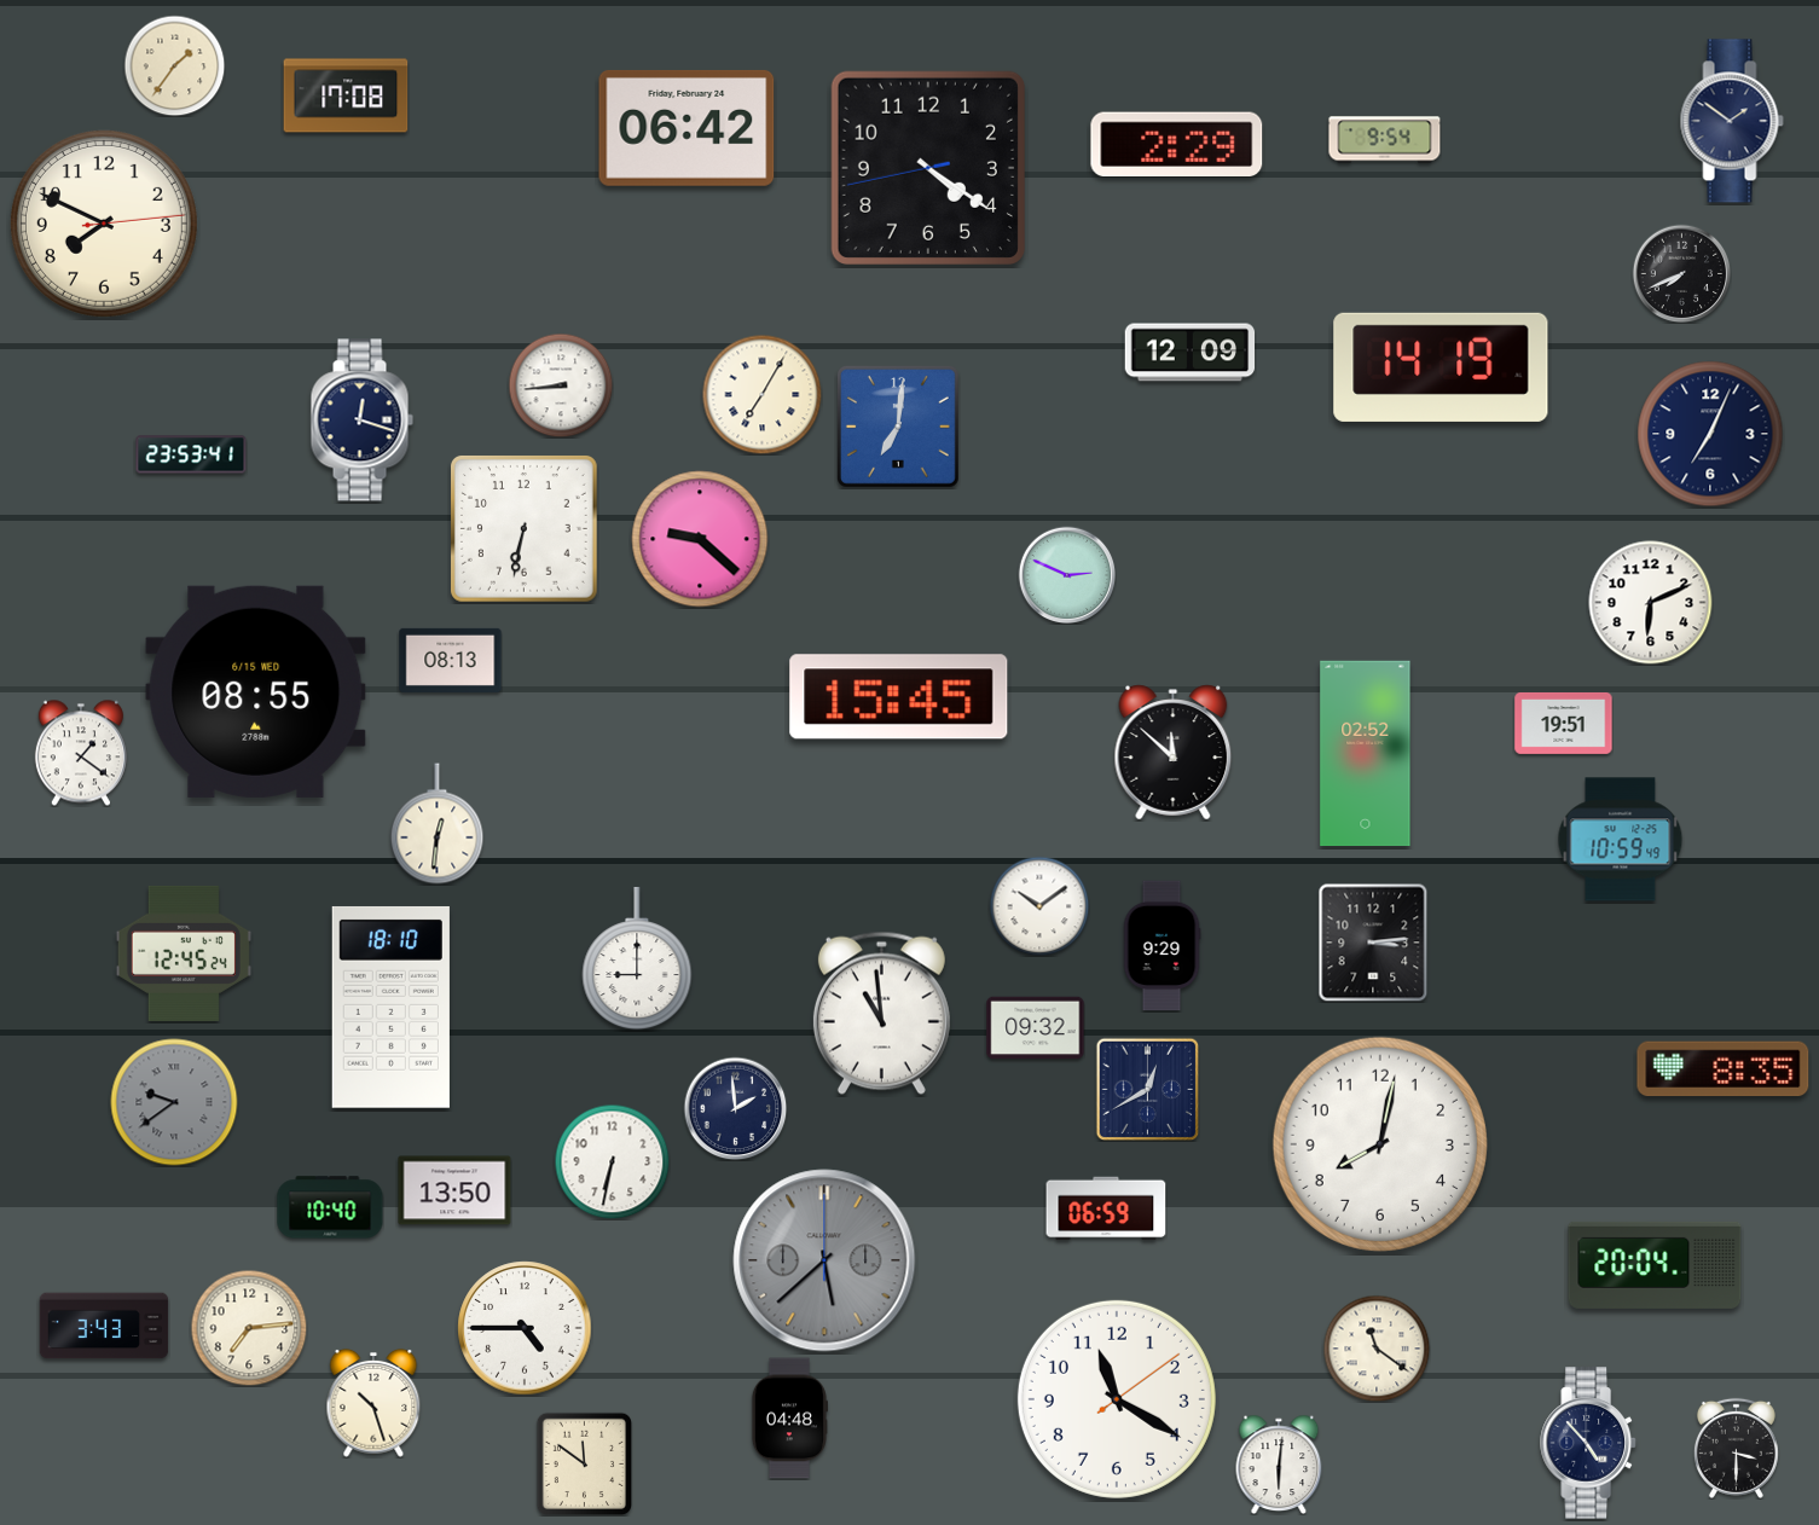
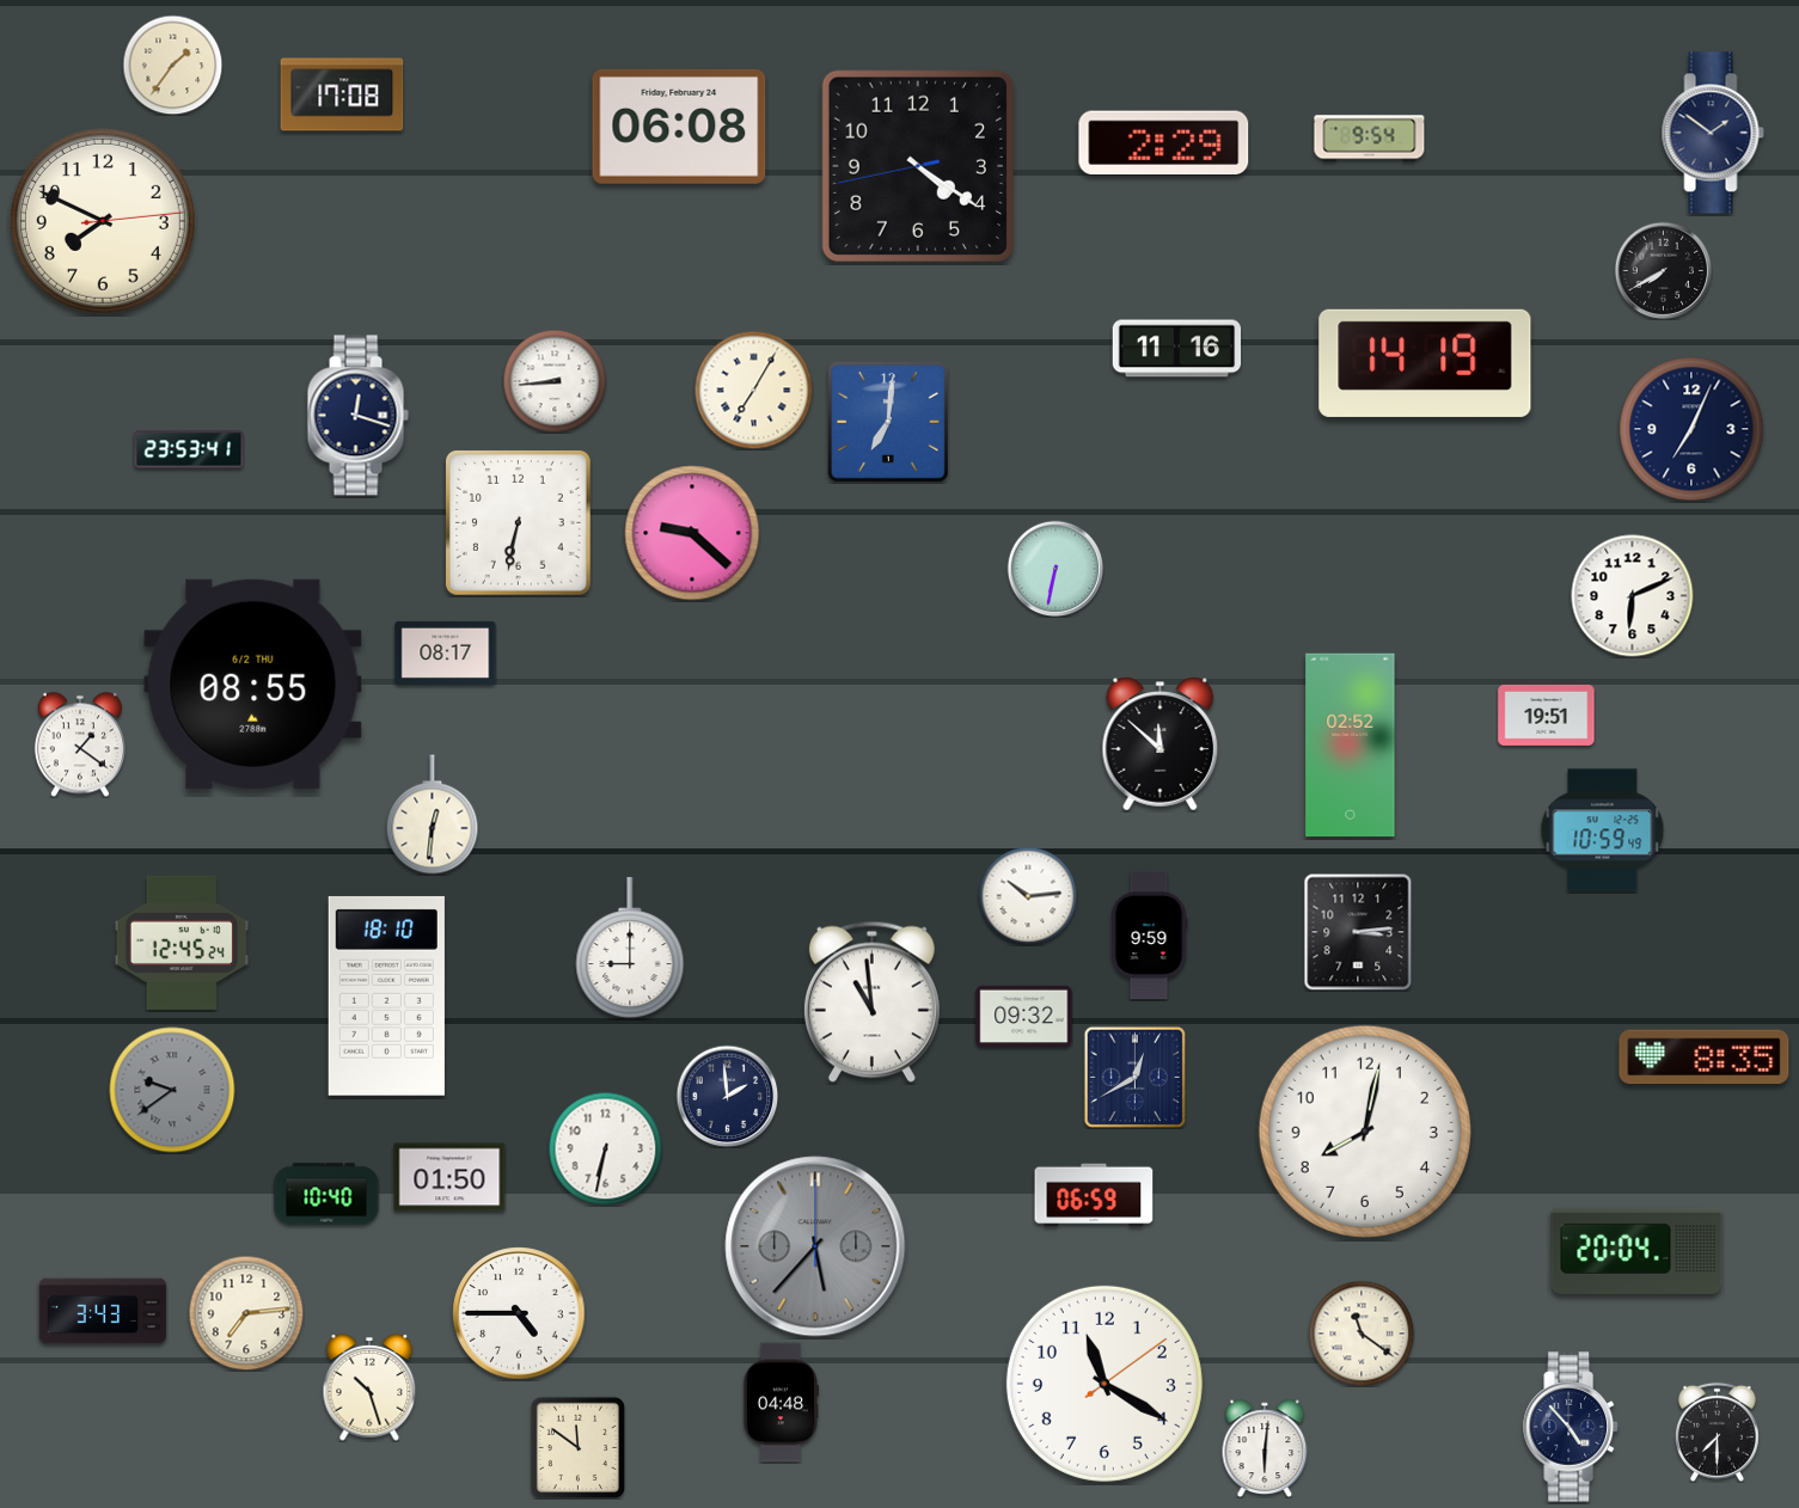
clock at (1732, 121) position: (1732, 121) -> (1713, 133)
clock at (687, 128): 06:42 -> 06:08
clock at (1681, 273): 7:41 -> 7:40
clock at (1191, 353): 12:09 -> 11:16
clock at (1067, 575): 2:49 -> 6:32
clock at (451, 660): 08:13 -> 08:17
clock at (256, 691) date: 6/15 WED -> 6/2 THU
clock at (899, 697): 15:45 -> none
clock at (1039, 906): 10:09 -> 10:14
clock at (1162, 946): 9:29 -> 9:59
clock at (454, 1190): 13:50 -> 01:50
clock at (824, 1260): 5:38 -> 5:37
clock at (1736, 1448): 3:30 -> 7:30
